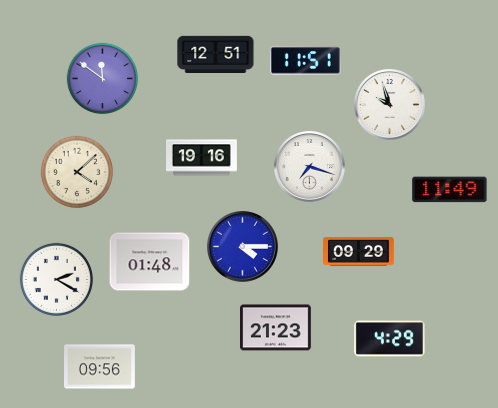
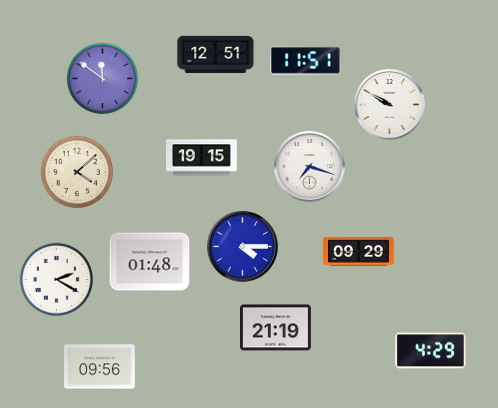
clock at (390, 105): 9:57 -> 9:50
clock at (202, 158): 19:16 -> 19:15
clock at (450, 190): 11:49 -> none
clock at (276, 328): 21:23 -> 21:19
clock at (389, 339) position: (389, 339) -> (430, 351)
